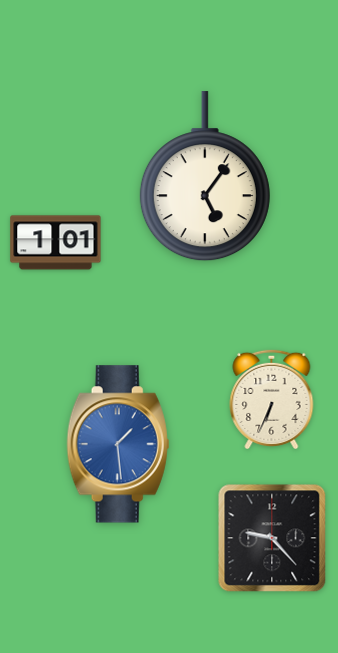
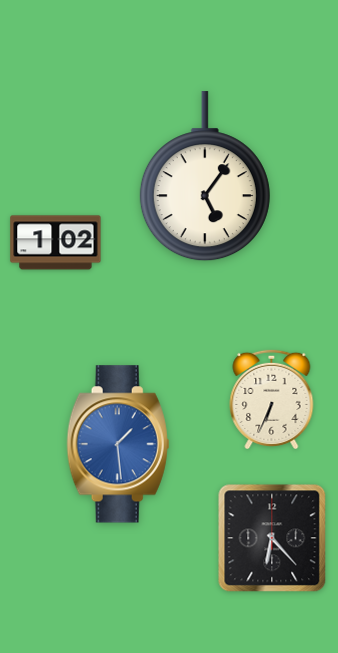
clock at (56, 243): 1:01 -> 1:02
clock at (272, 538): 9:23 -> 6:23
